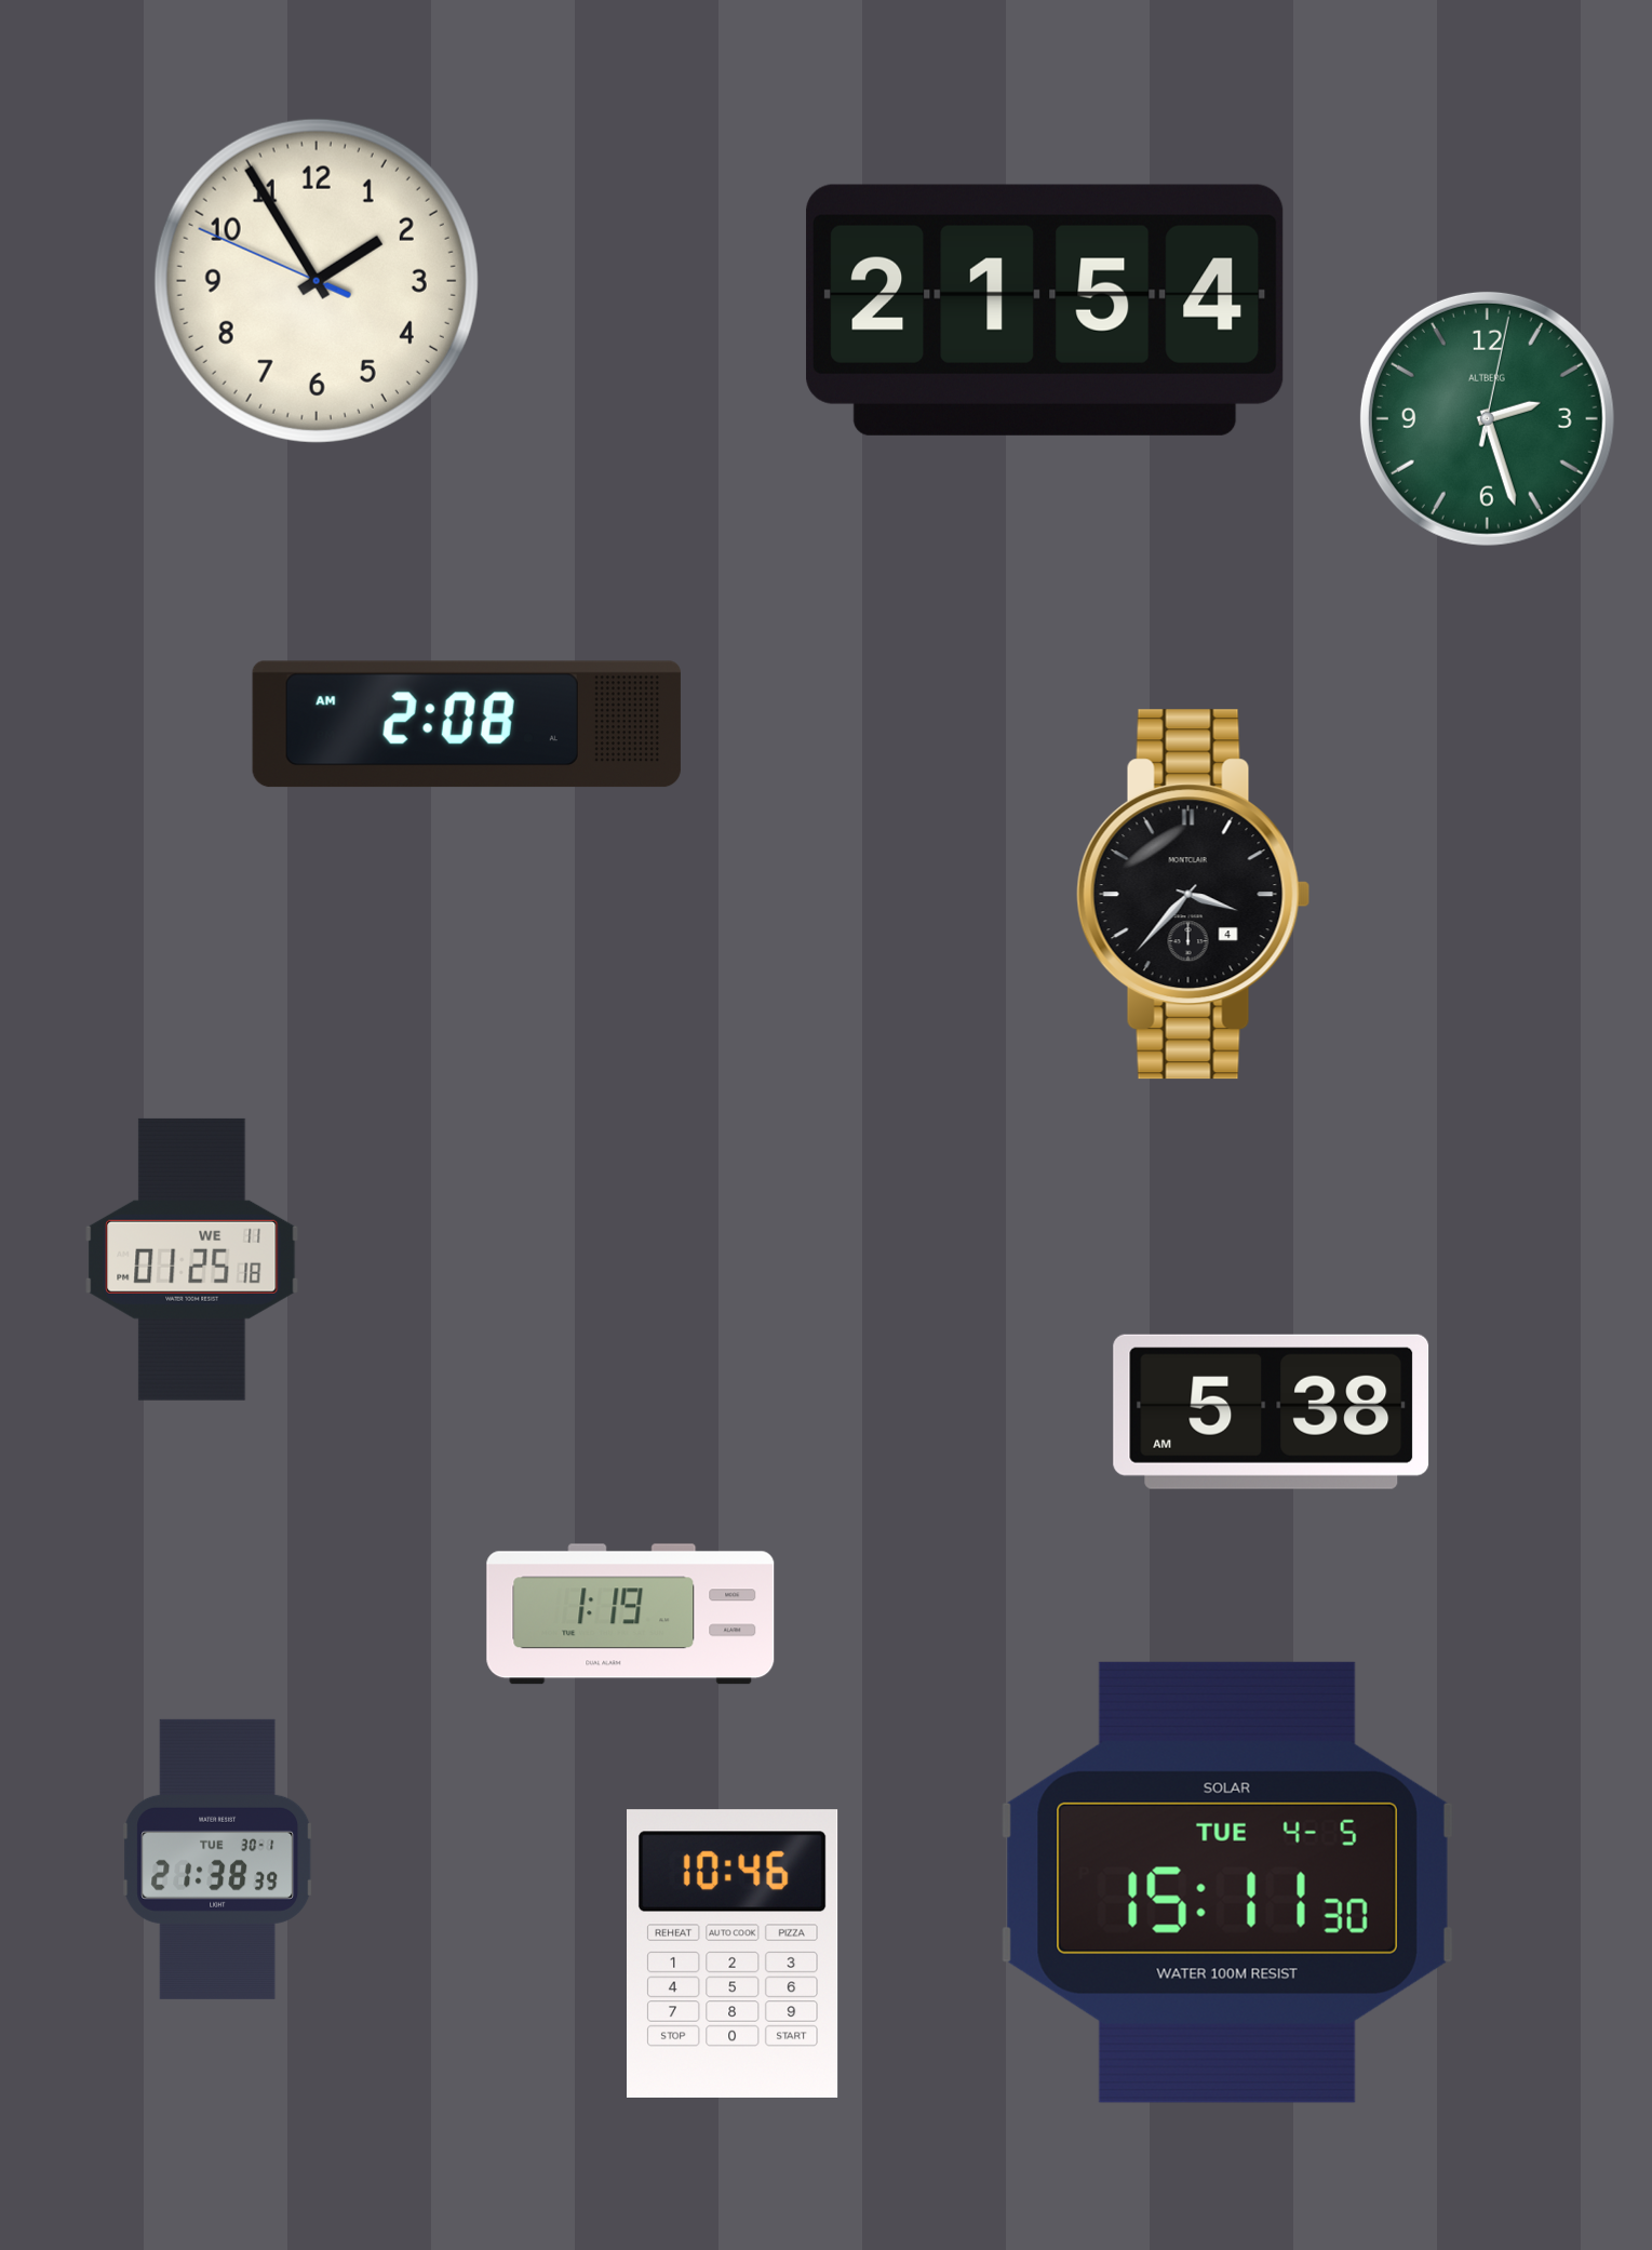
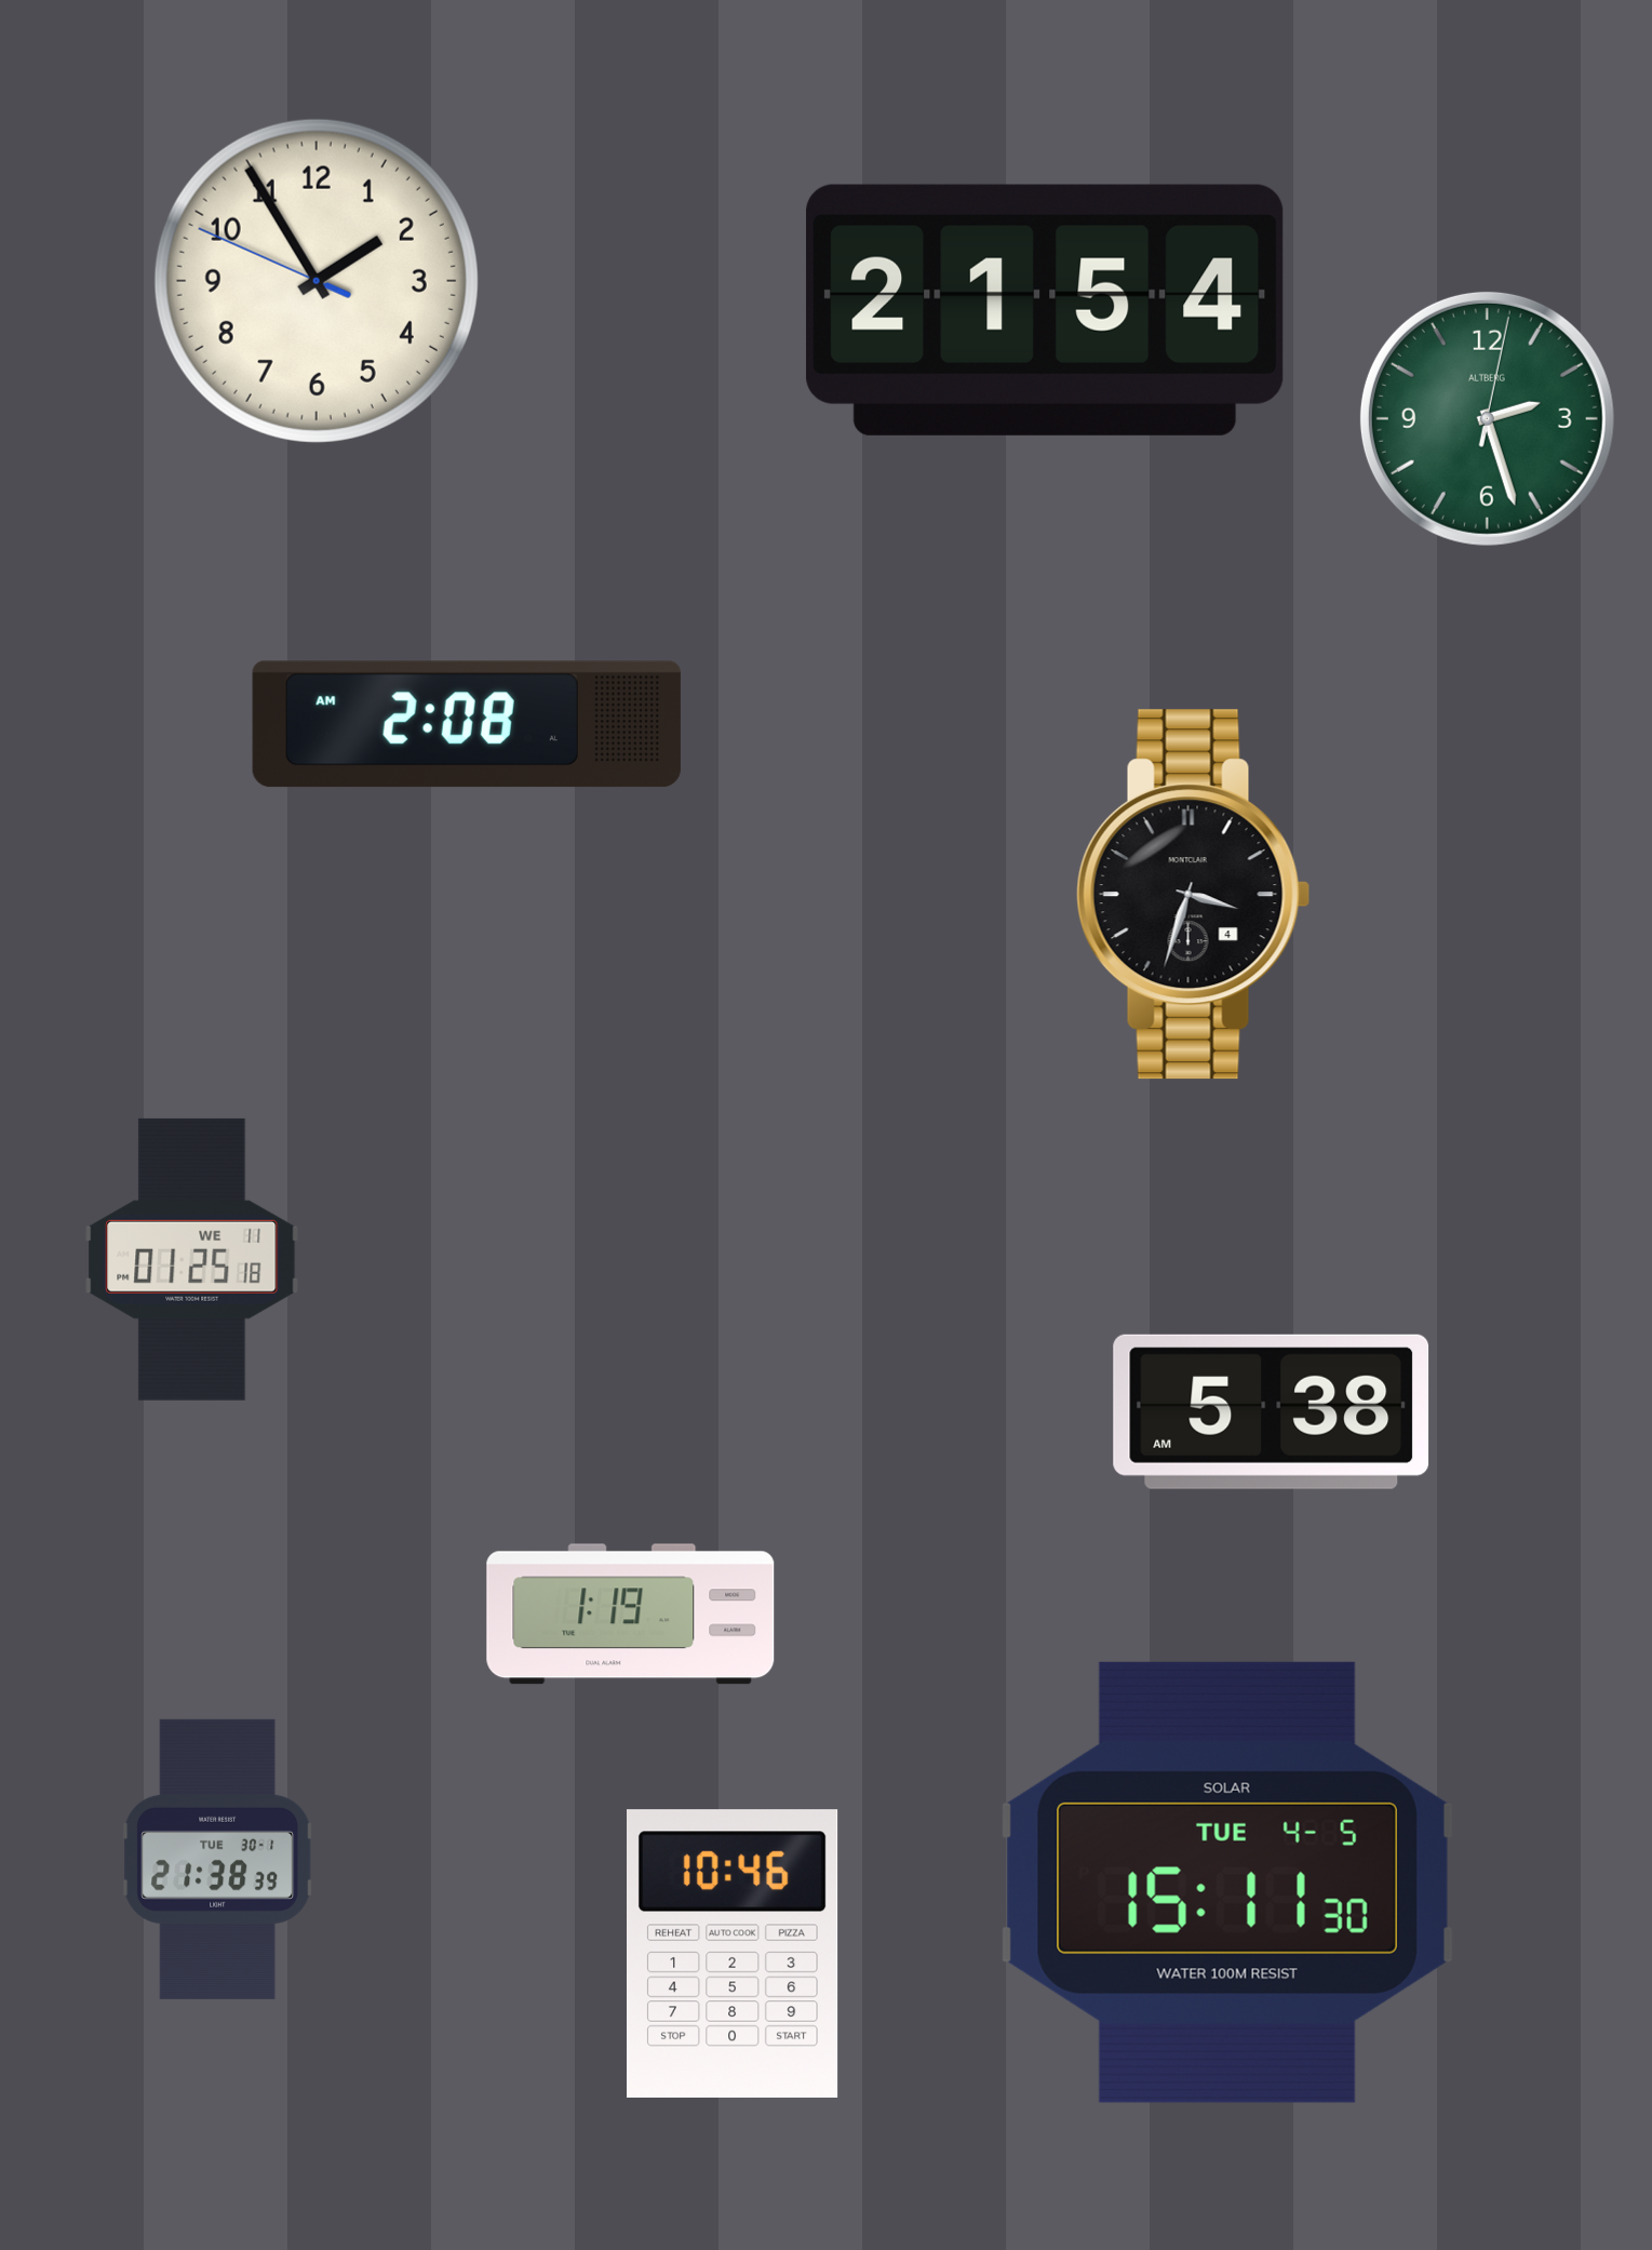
clock at (1194, 895): 3:37 -> 3:33
